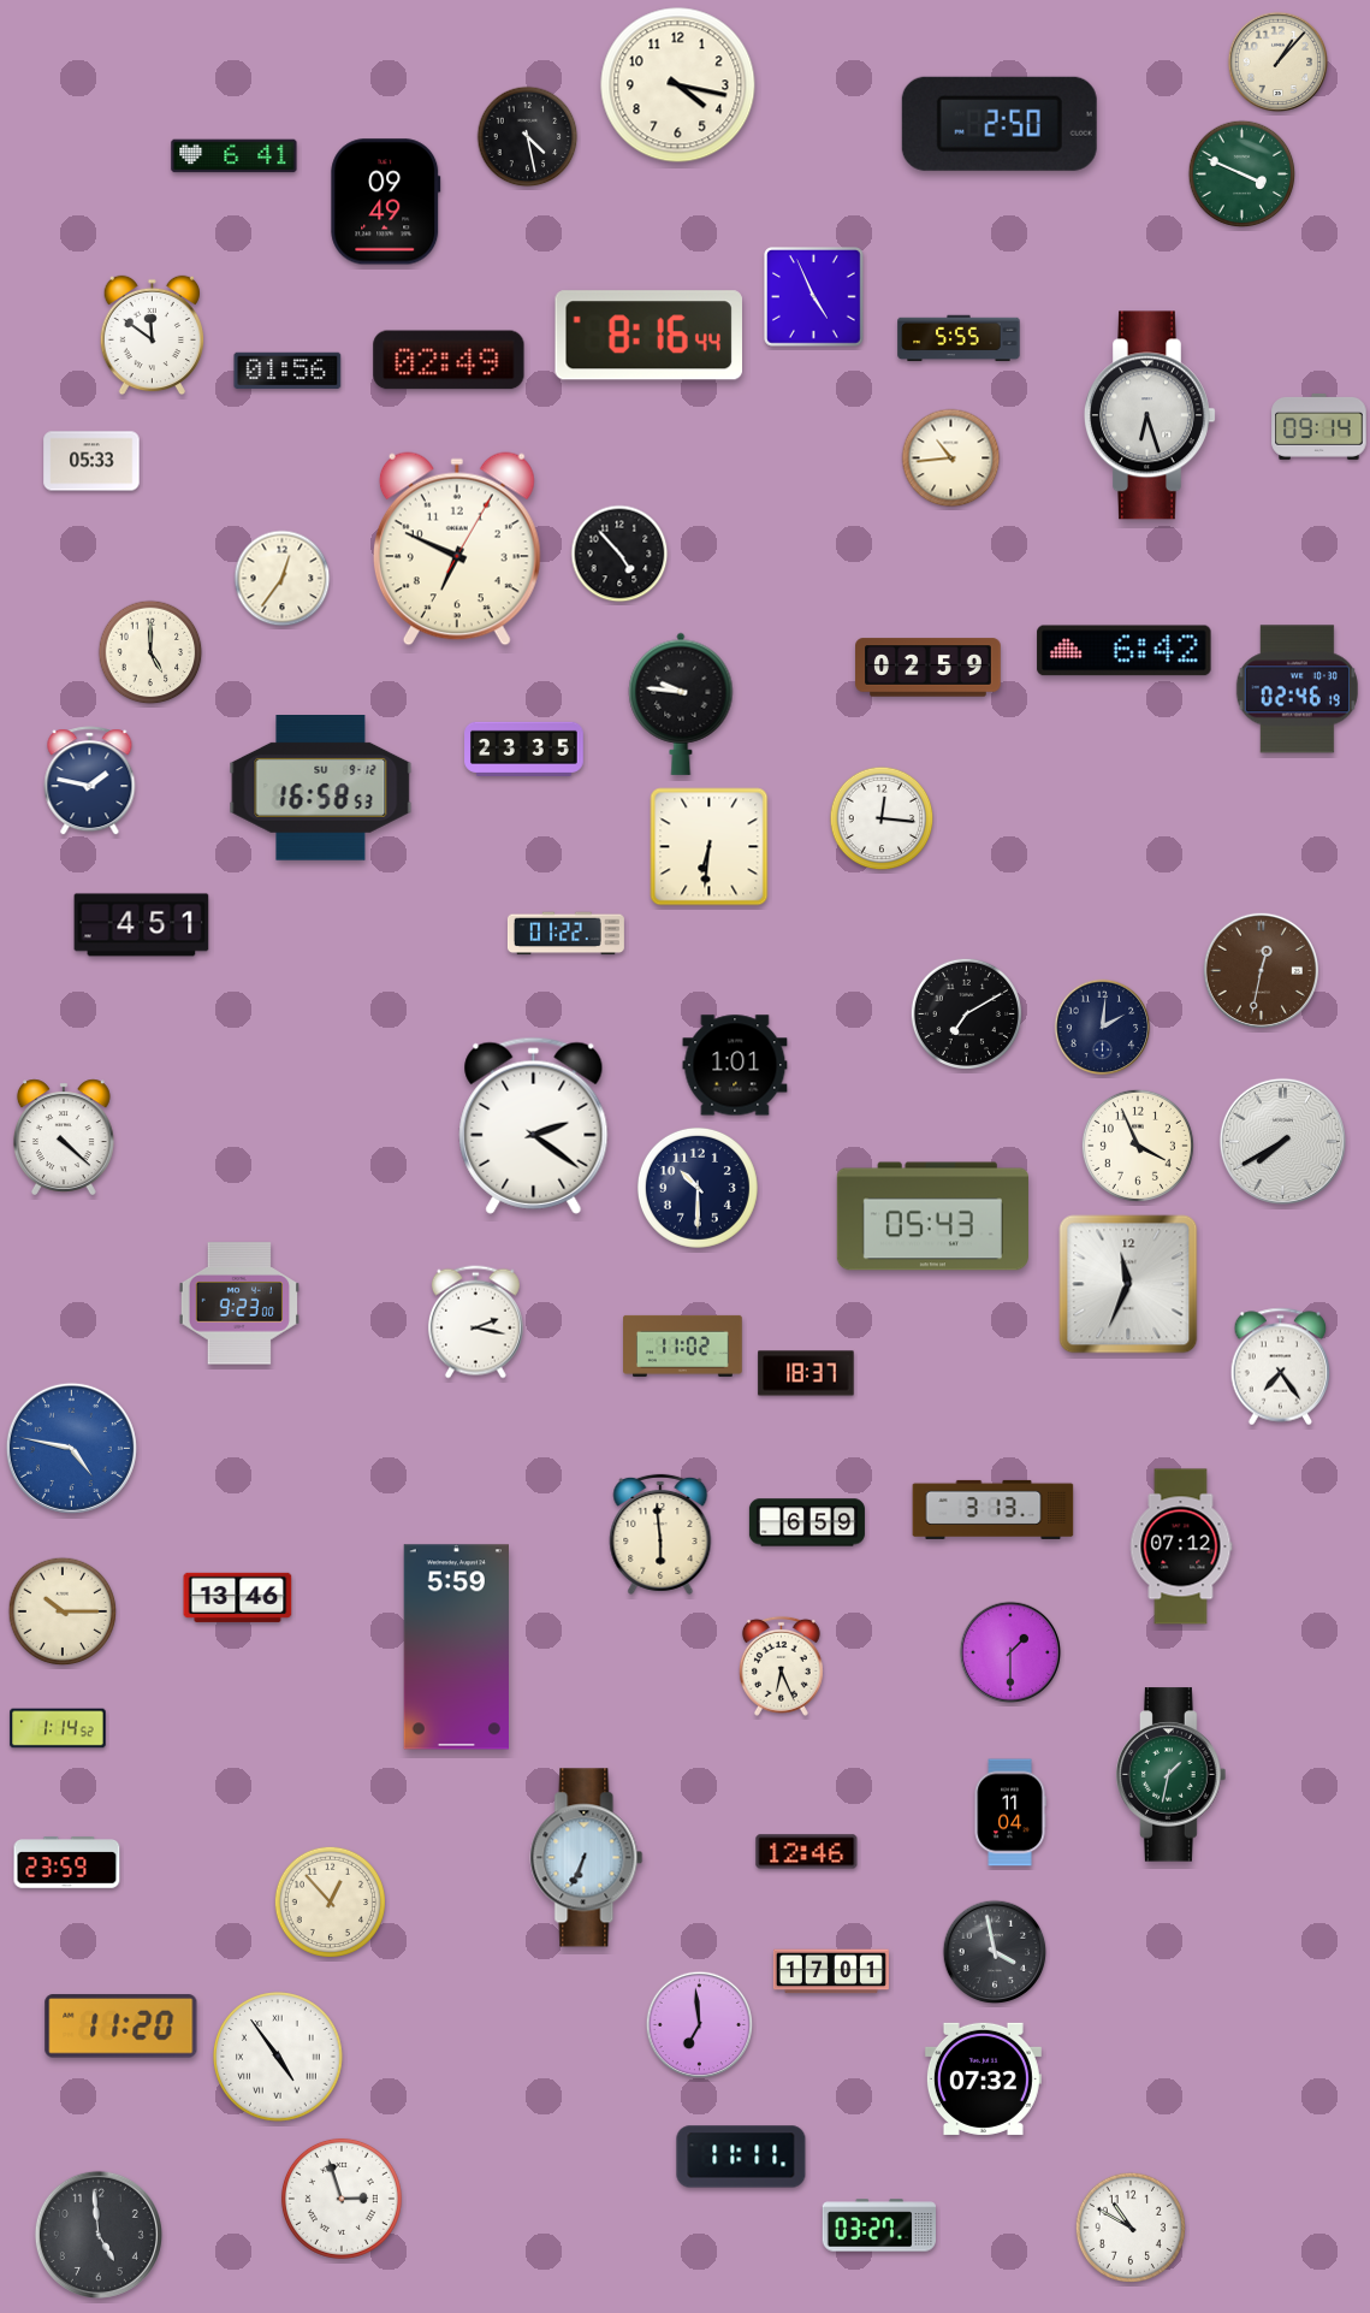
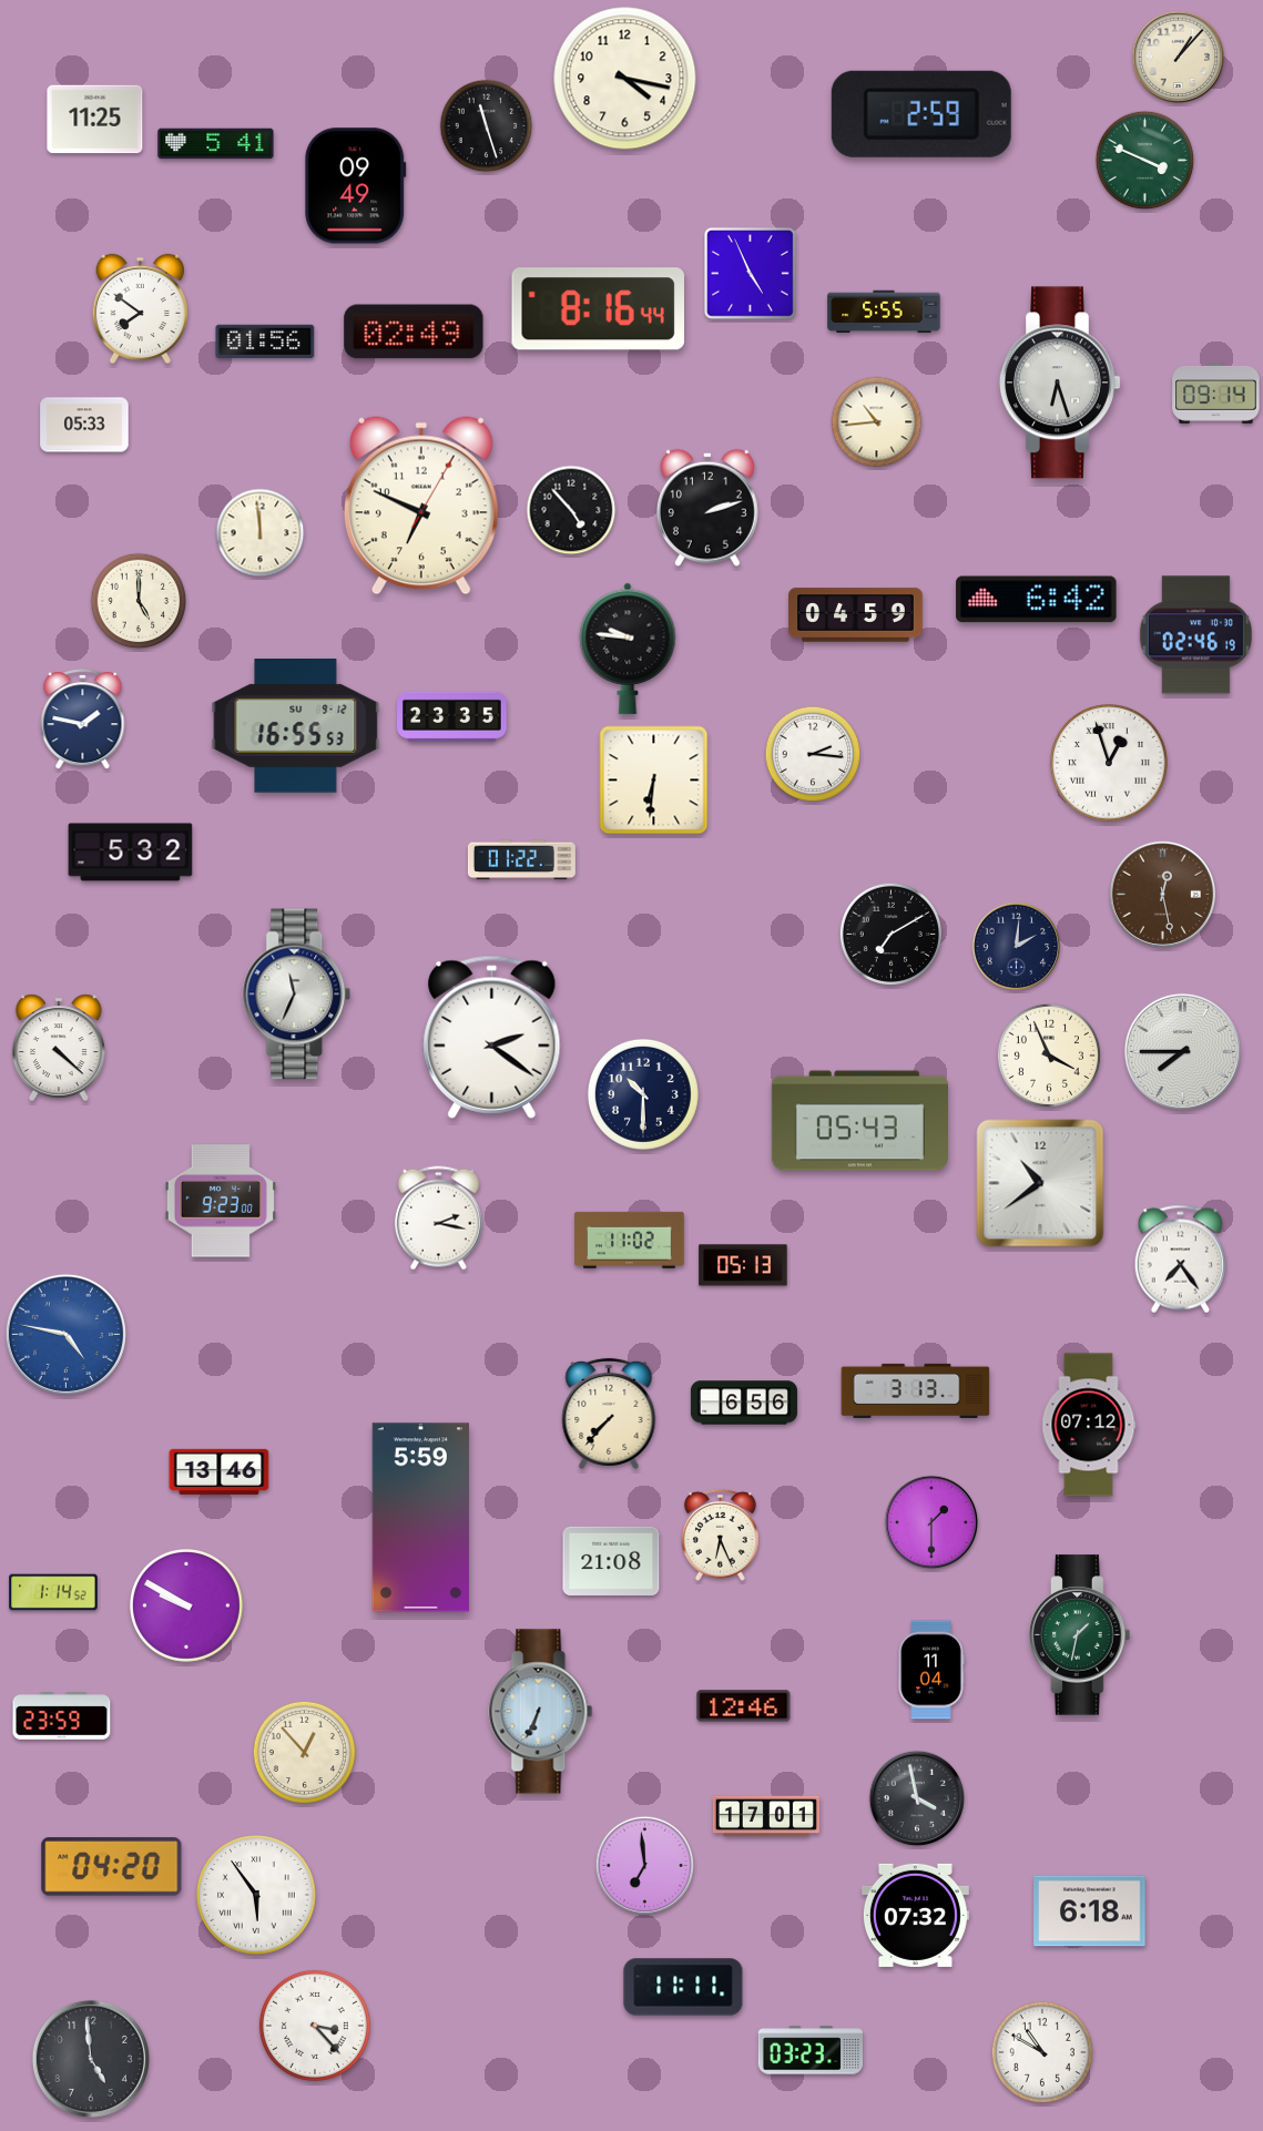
clock at (1000, 124): 2:50 -> 2:59
clock at (95, 120): none -> 11:25
clock at (528, 137): 4:28 -> 11:27
clock at (235, 156): 6:41 -> 5:41
clock at (152, 336): 11:51 -> 7:51
clock at (707, 508): none -> 2:12
clock at (283, 579): 12:36 -> 11:59
clock at (929, 668): 02:59 -> 04:59
clock at (524, 749) position: (524, 749) -> (452, 716)
clock at (321, 788): 16:58 -> 16:55
clock at (882, 818): 12:16 -> 2:16
clock at (1109, 763): none -> 12:57
clock at (142, 925): 4:51 -> 5:32
clock at (1261, 970): 12:32 -> 12:28
clock at (735, 1065): 1:01 -> none
clock at (297, 995): none -> 11:34
clock at (1282, 1141): 7:40 -> 7:45
clock at (1128, 1284): 11:34 -> 10:39
clock at (806, 1373): 18:37 -> 05:13
clock at (807, 1522): 6:59 -> 6:56
clock at (660, 1534): 5:59 -> 7:37
clock at (63, 1611): 10:15 -> none
clock at (611, 1561): none -> 21:08
clock at (186, 1605): none -> 9:50
clock at (121, 2027): 11:20 -> 04:20
clock at (278, 2057): 4:54 -> 5:54
clock at (1090, 1911): none -> 6:18
clock at (983, 2078) position: (983, 2078) -> (915, 1915)
clock at (342, 2199): 2:57 -> 3:23
clock at (878, 2225): 03:27 -> 03:23
